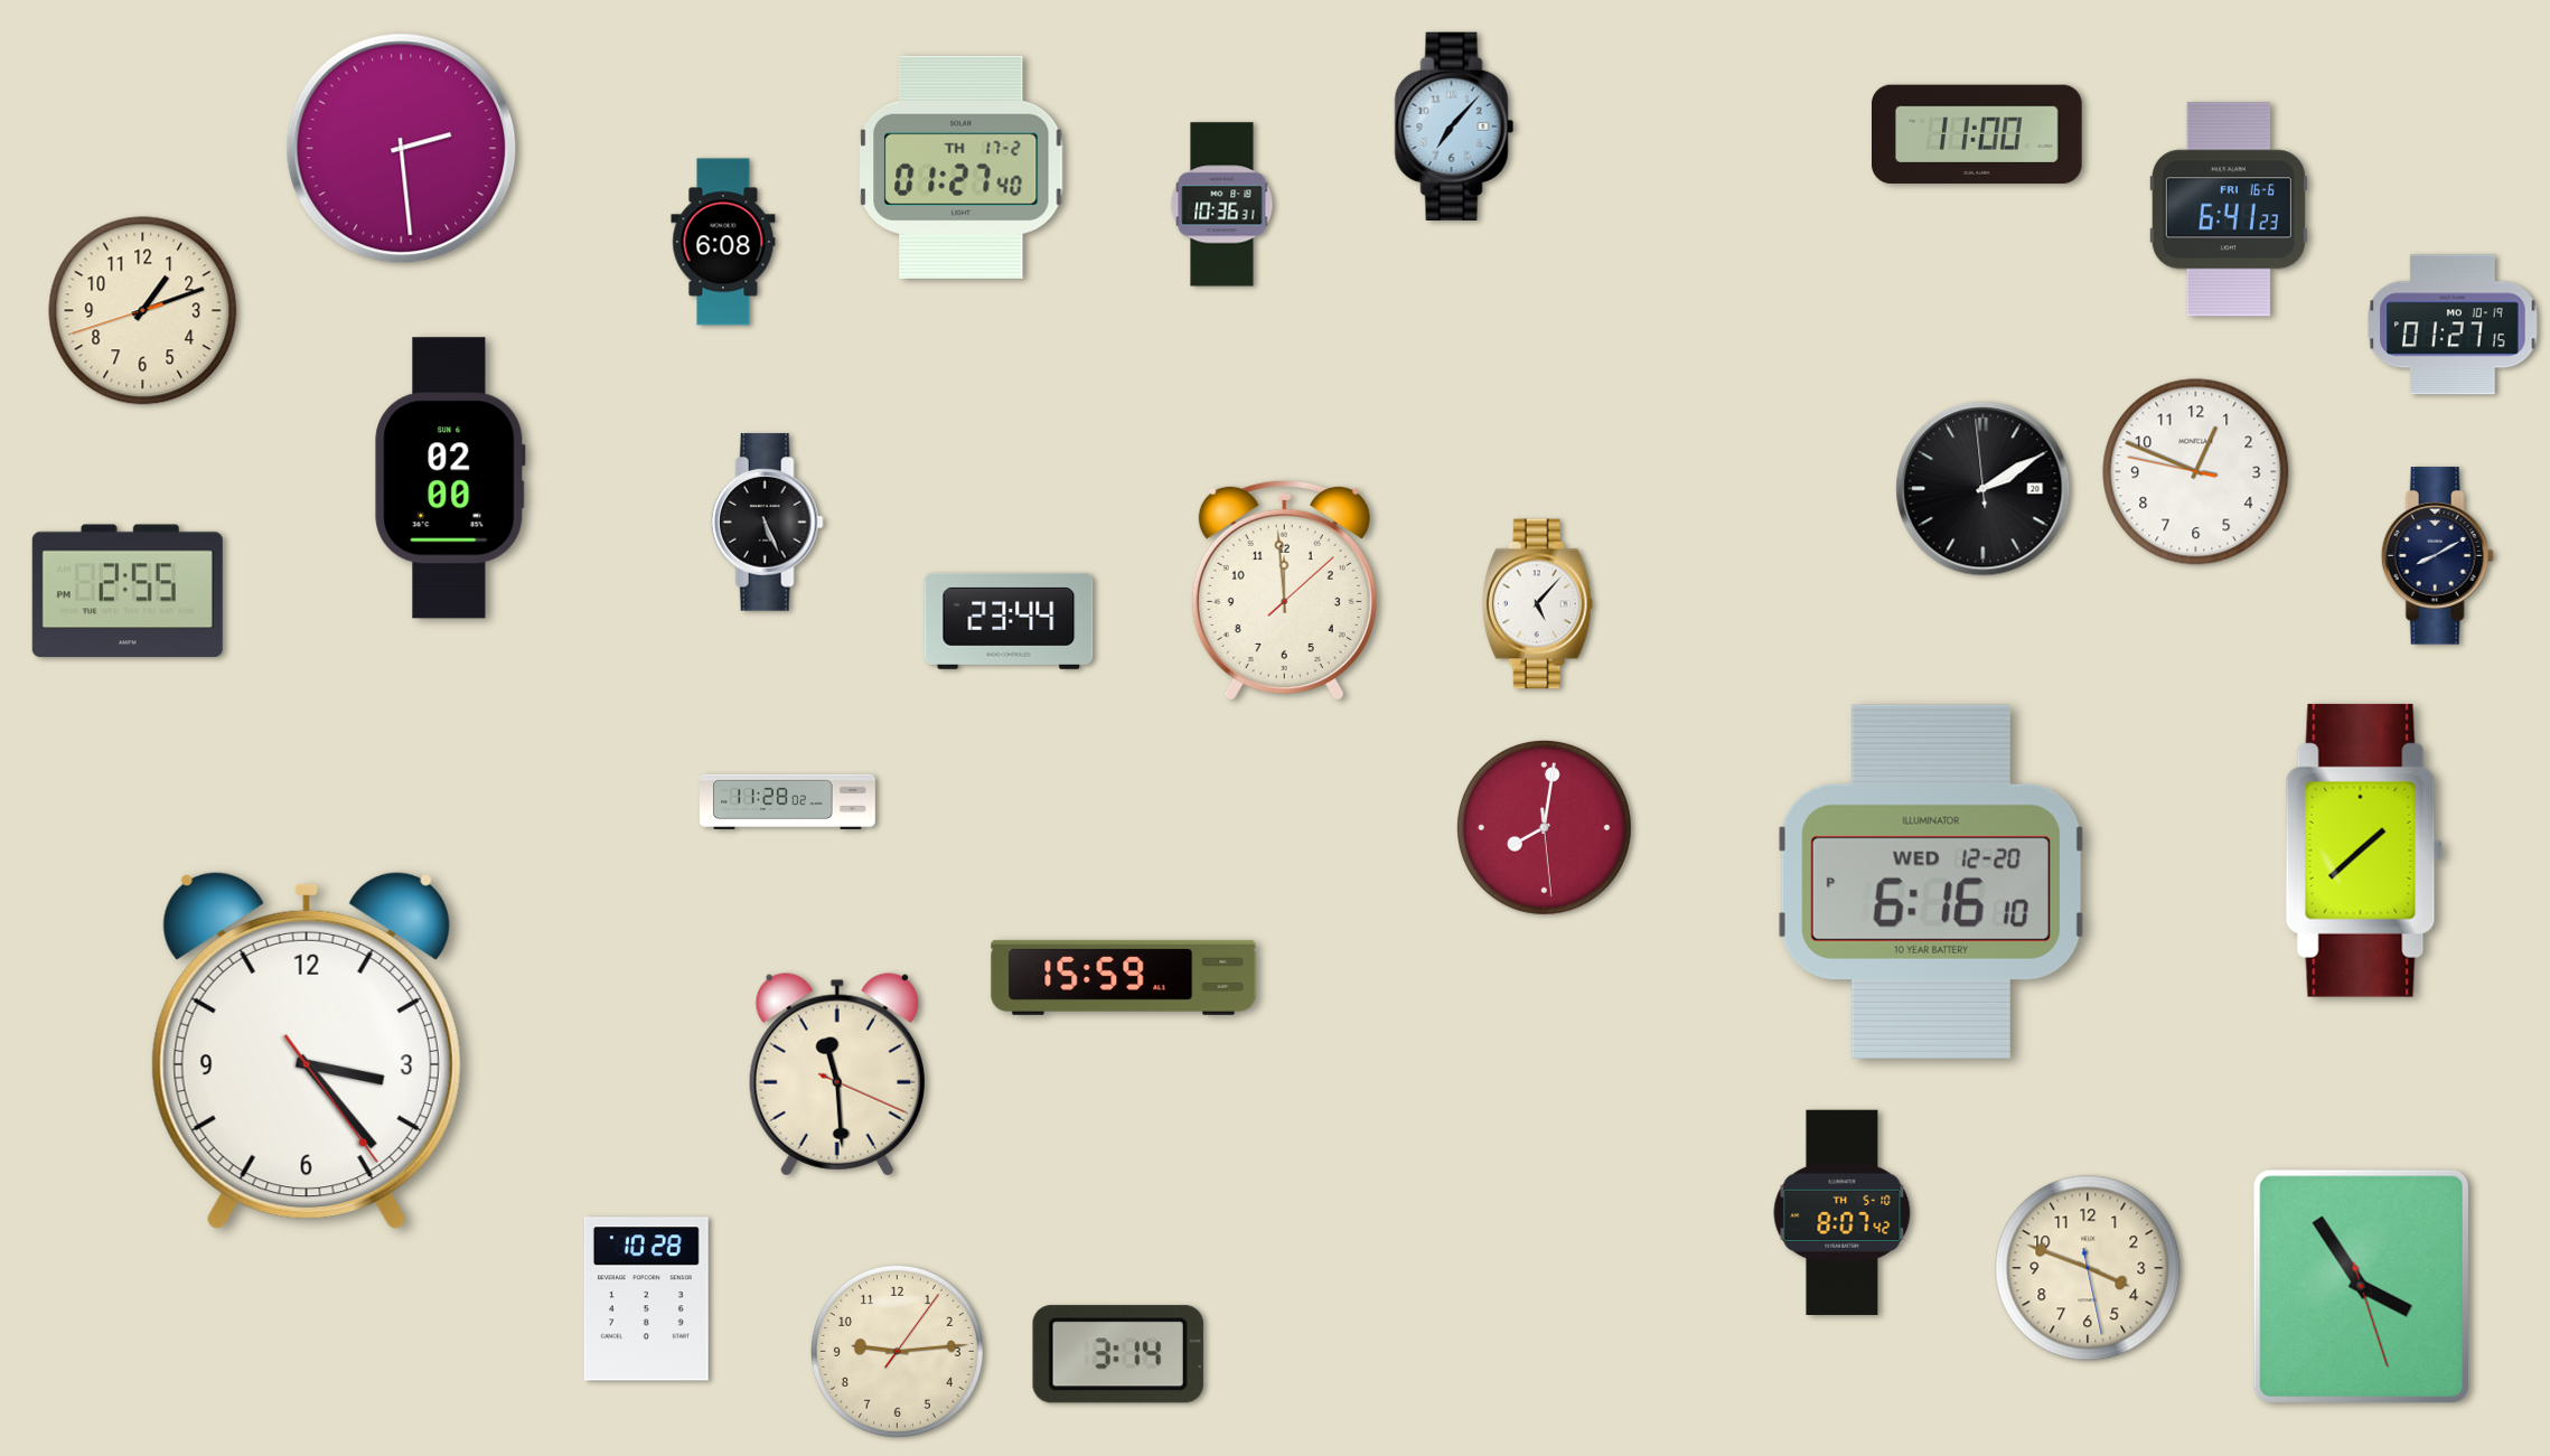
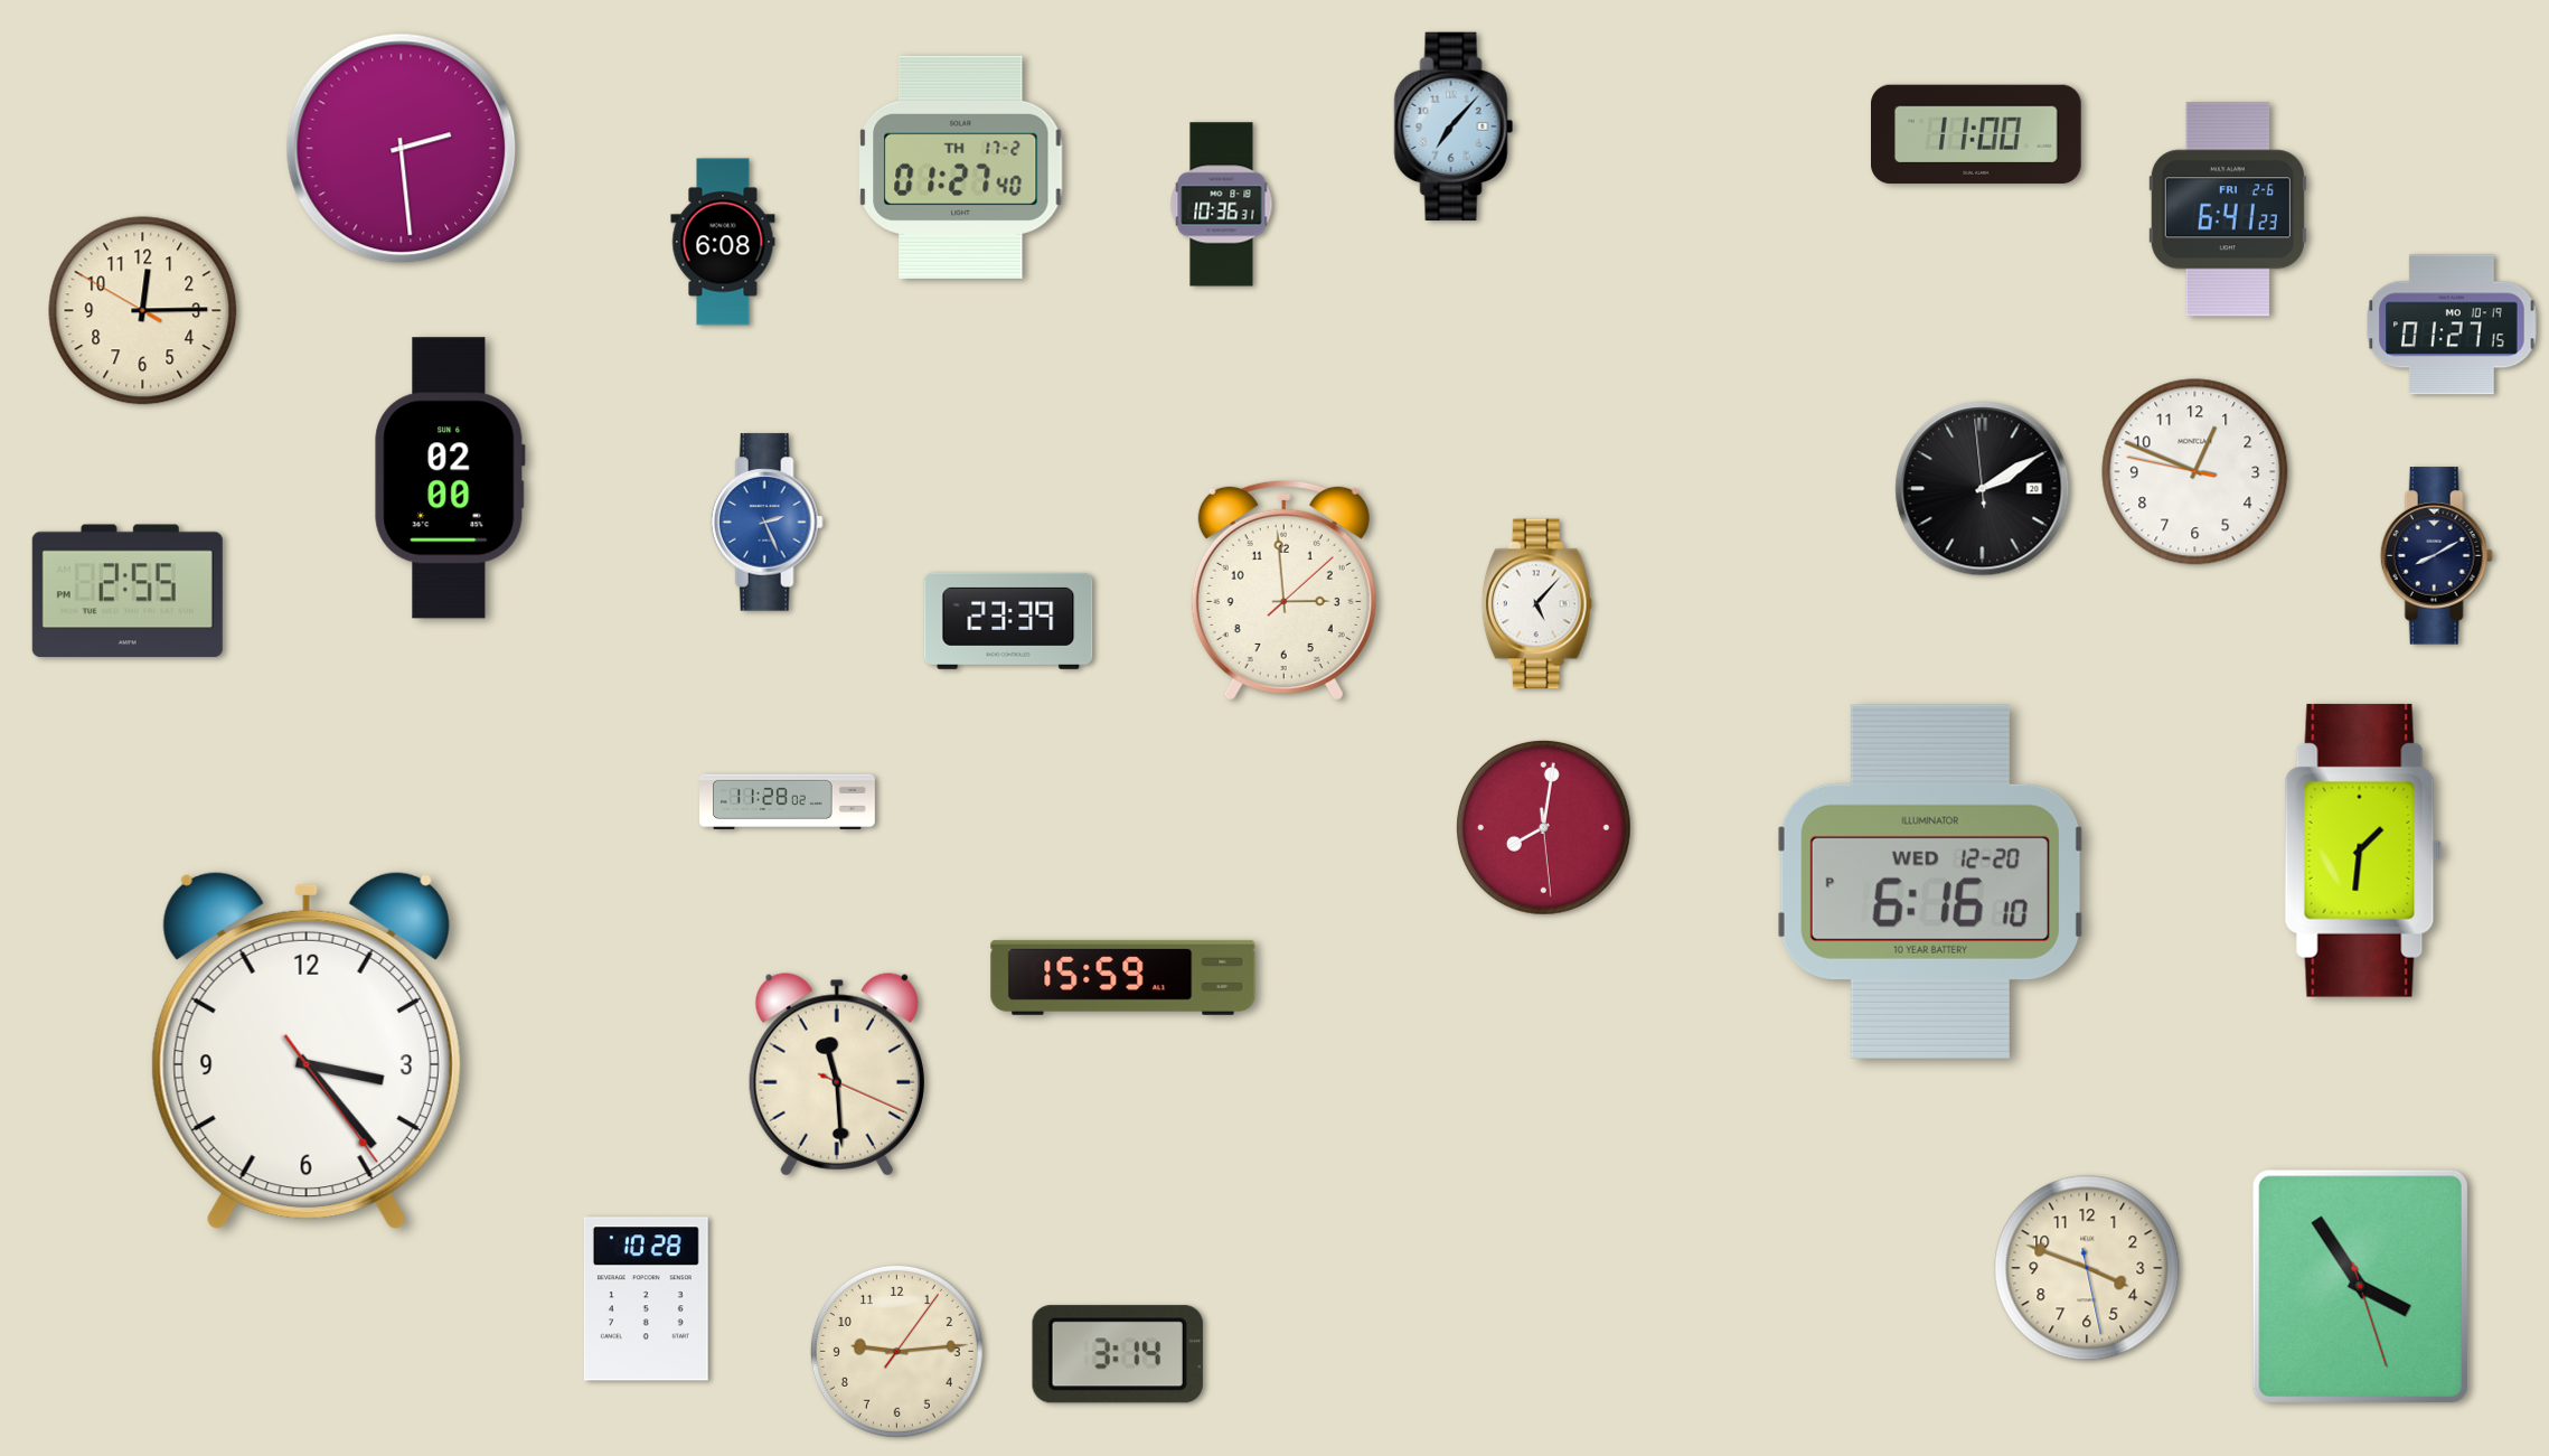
clock at (2229, 209) date: FRI 16-6 -> FRI 2-6
clock at (143, 311): 1:11 -> 12:14
clock at (767, 523): 5:26 -> 2:26
clock at (767, 523) dial: black -> blue
clock at (1284, 590): 11:59 -> 2:59
clock at (1009, 621): 23:44 -> 23:39
clock at (2364, 851): 1:38 -> 1:31
clock at (1843, 1212): 8:07 -> none
